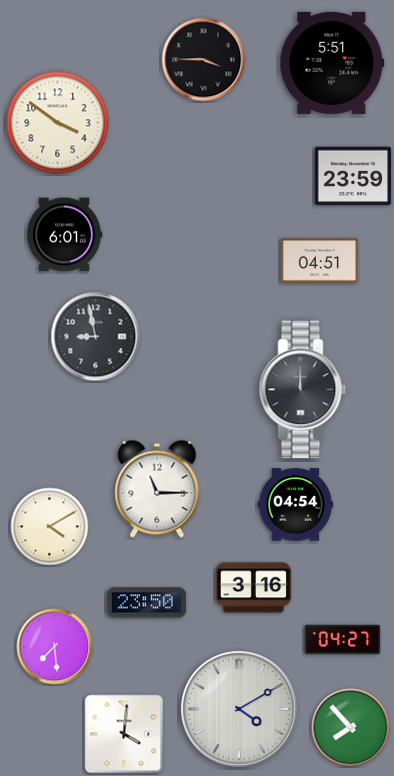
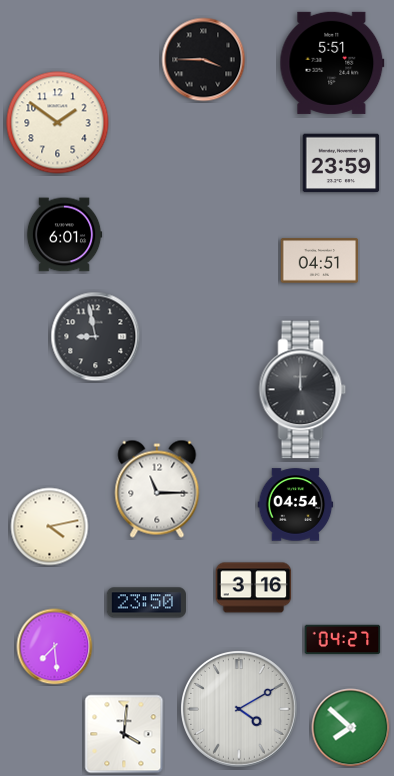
clock at (58, 123): 3:51 -> 1:51
clock at (353, 176) position: (353, 176) -> (341, 163)
clock at (50, 527): 4:10 -> 4:13
clock at (351, 728): 7:53 -> 7:52
